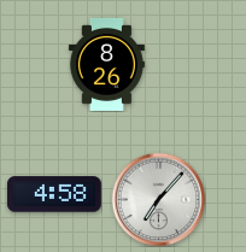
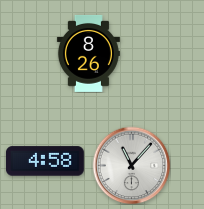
clock at (158, 199): 7:07 -> 11:07
